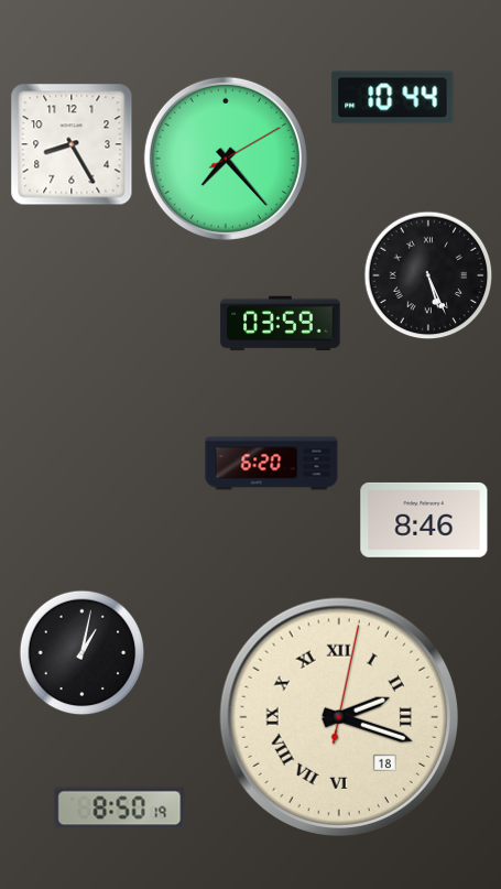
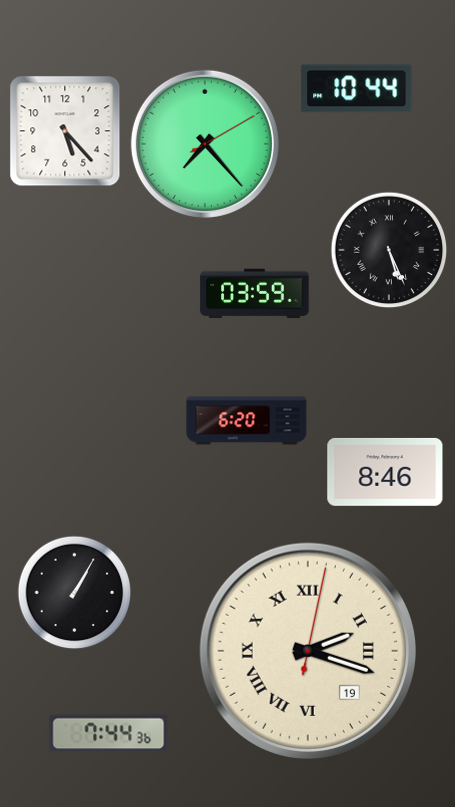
clock at (72, 144): 8:25 -> 5:23
clock at (83, 653): 1:02 -> 1:05
clock at (338, 716) date: 18 -> 19
clock at (120, 809): 8:50 -> 7:44
